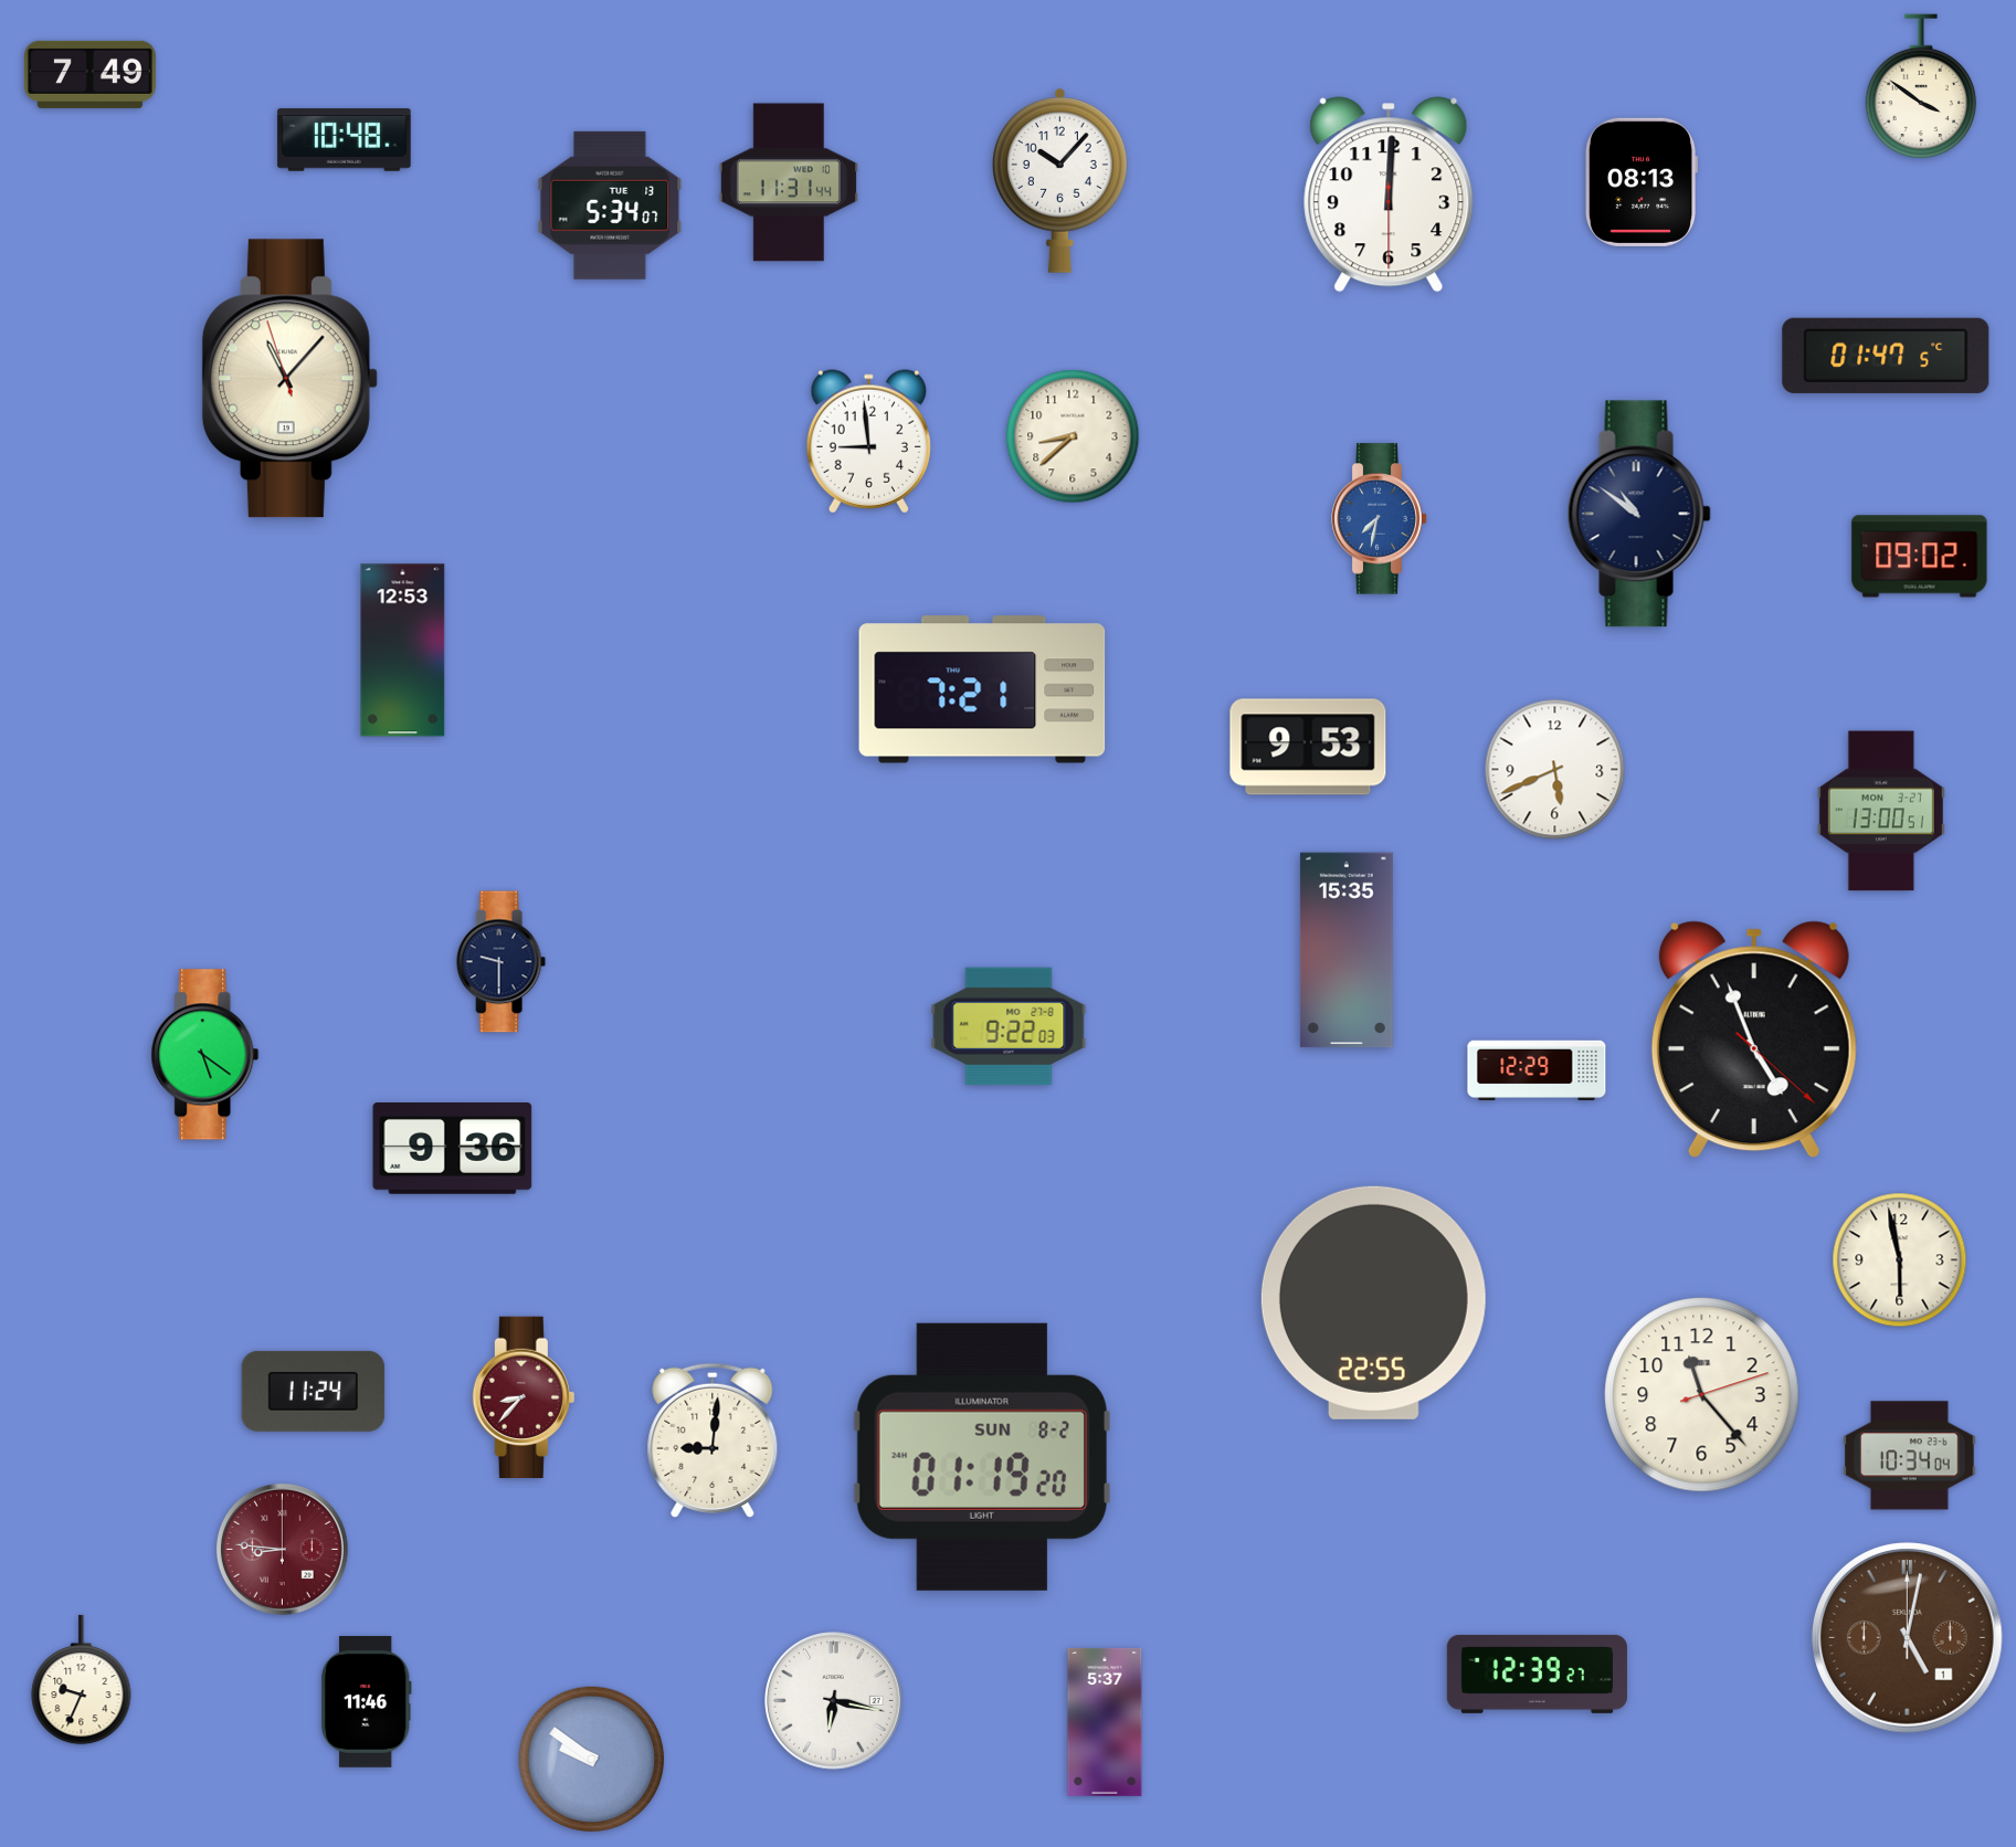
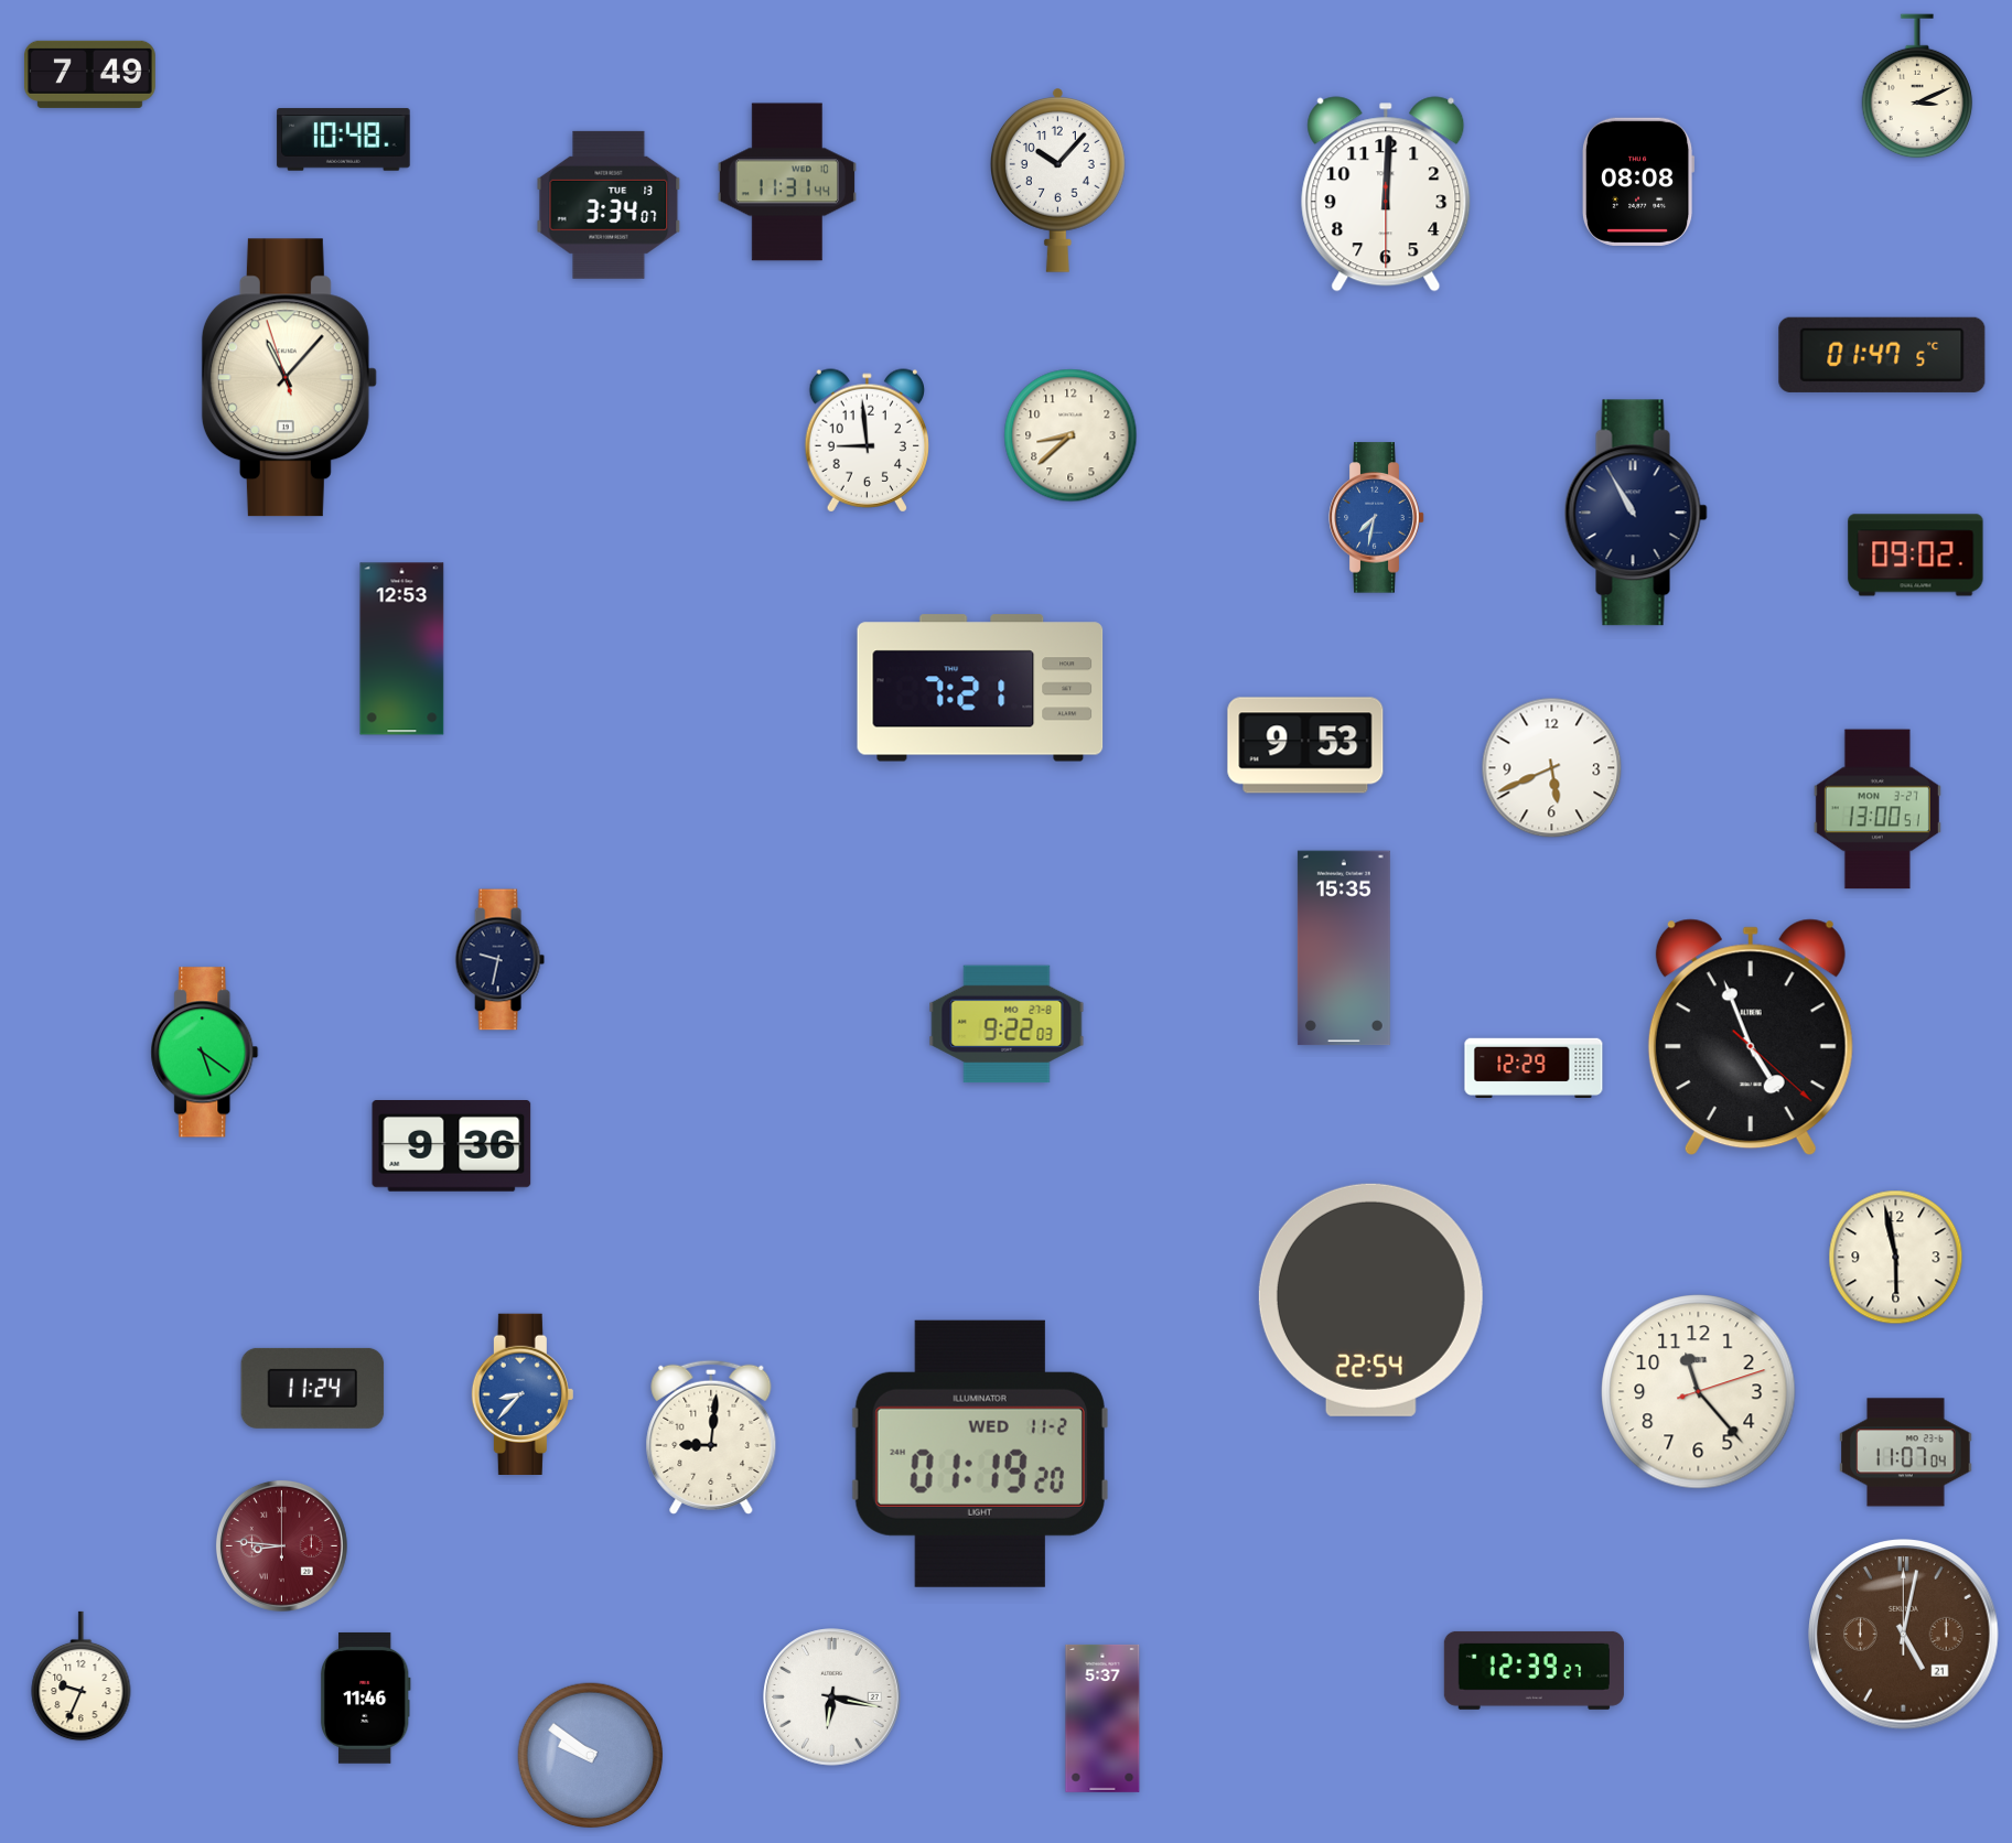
clock at (1921, 86): 3:51 -> 3:11
clock at (1643, 182): 08:13 -> 08:08
clock at (610, 205): 5:34 -> 3:34
clock at (1639, 514): 10:51 -> 10:55
clock at (500, 962): 9:30 -> 9:32
clock at (1373, 1302): 22:55 -> 22:54
clock at (524, 1396) dial: burgundy -> blue
clock at (1910, 1456): 10:34 -> 11:07
clock at (982, 1457) date: SUN 8-2 -> WED 11-2
clock at (1908, 1638) date: 1 -> 21
